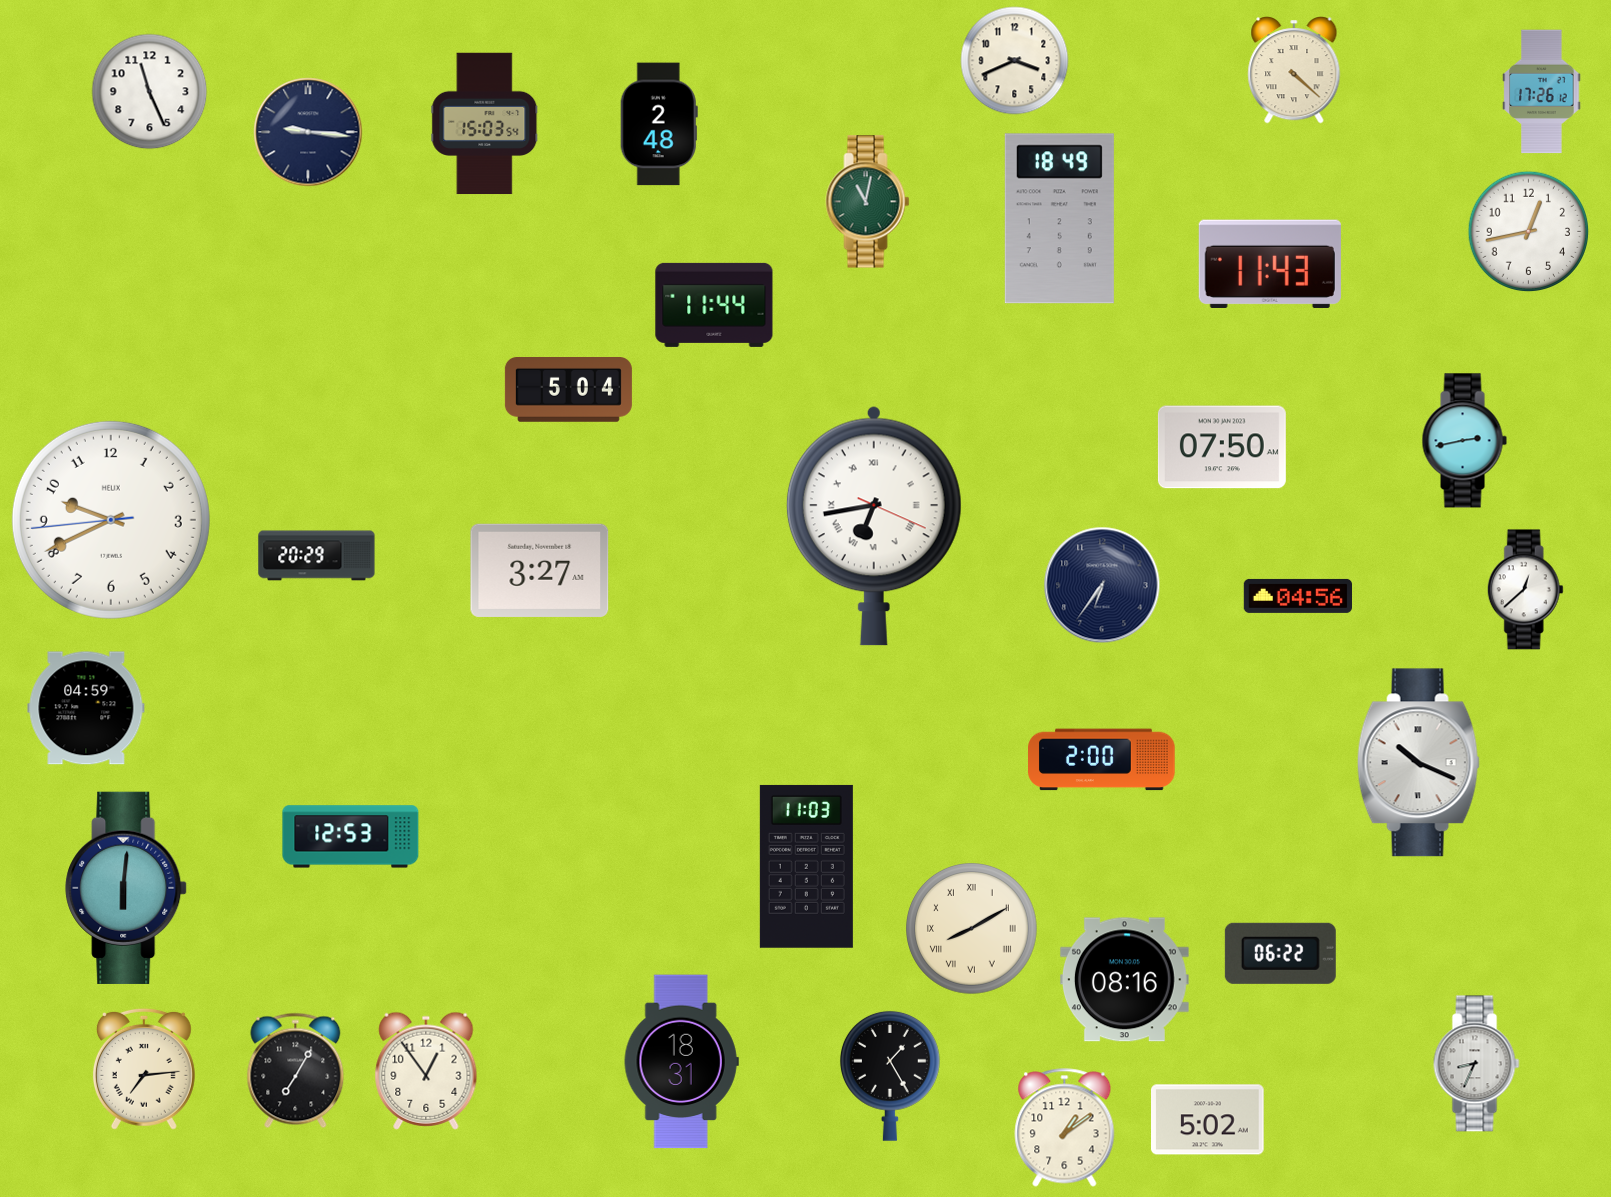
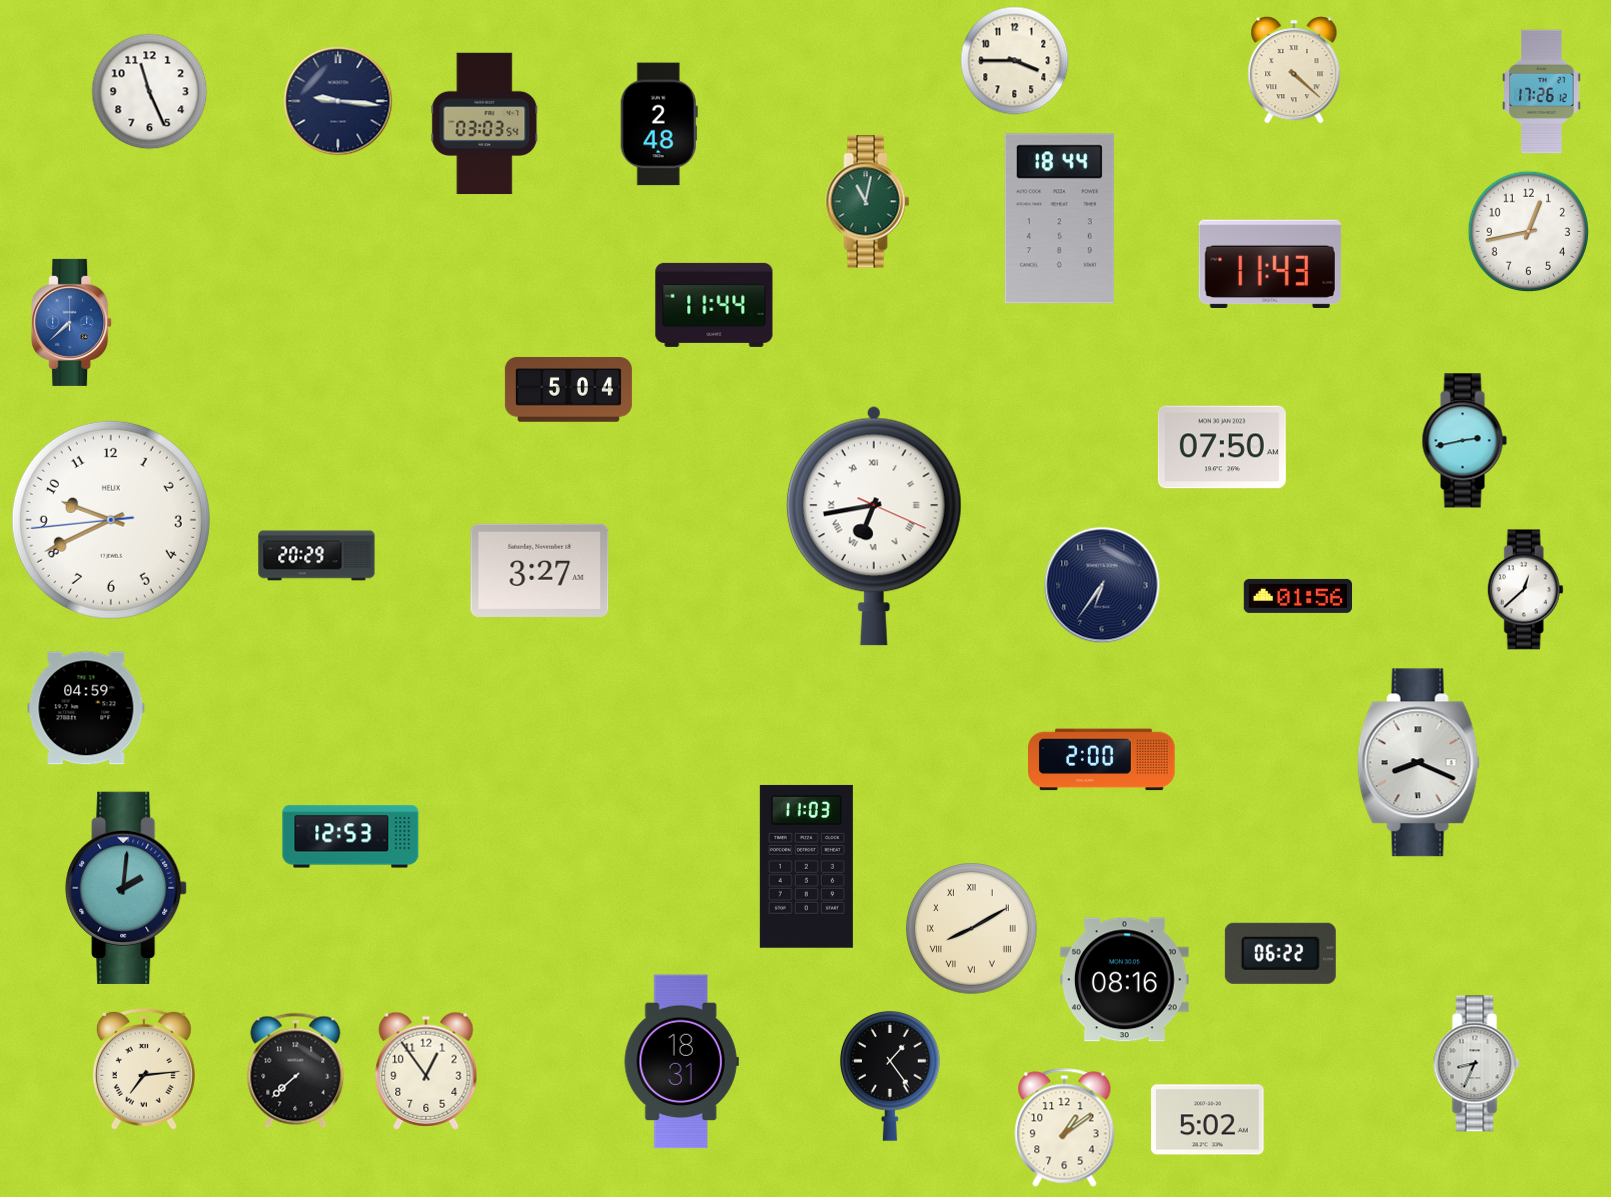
clock at (1015, 61): 3:41 -> 3:45
clock at (485, 124): 15:03 -> 03:03
clock at (308, 132) position: (308, 132) -> (338, 101)
clock at (1059, 219): 18:49 -> 18:44
clock at (72, 322): none -> 7:38
clock at (1297, 596): 04:56 -> 01:56
clock at (1418, 763): 10:19 -> 8:19
clock at (126, 888): 6:01 -> 2:01
clock at (296, 1071): 7:05 -> 7:38
clock at (890, 1076): 1:25 -> 1:24
